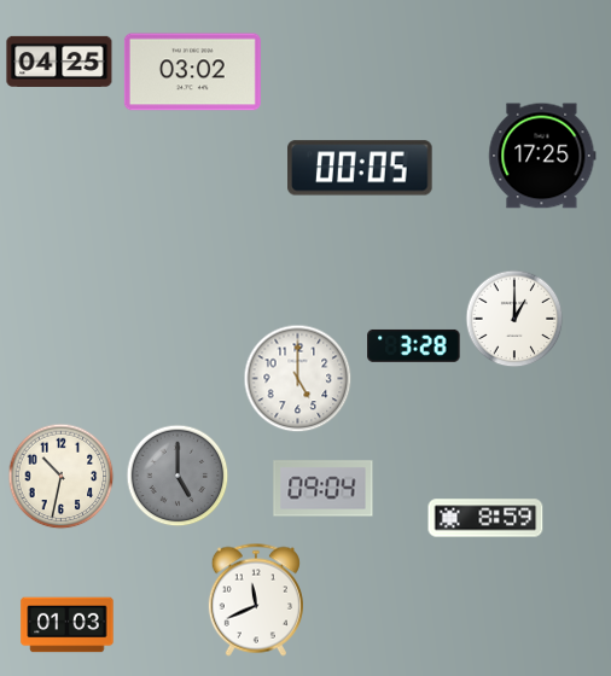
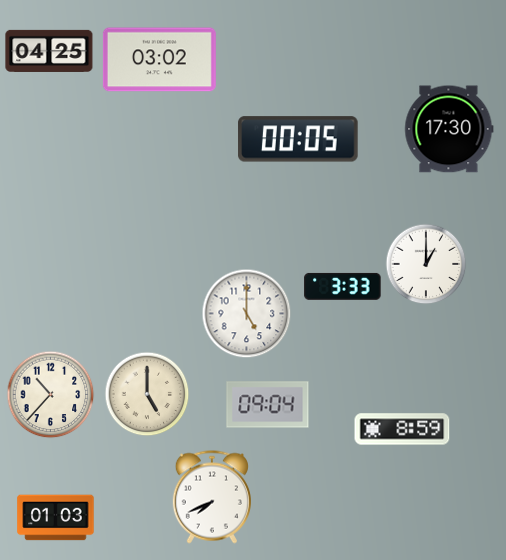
clock at (542, 156): 17:25 -> 17:30
clock at (414, 345): 3:28 -> 3:33
clock at (60, 476): 10:32 -> 10:37
clock at (178, 476) dial: grey -> cream
clock at (256, 600): 11:41 -> 7:41
